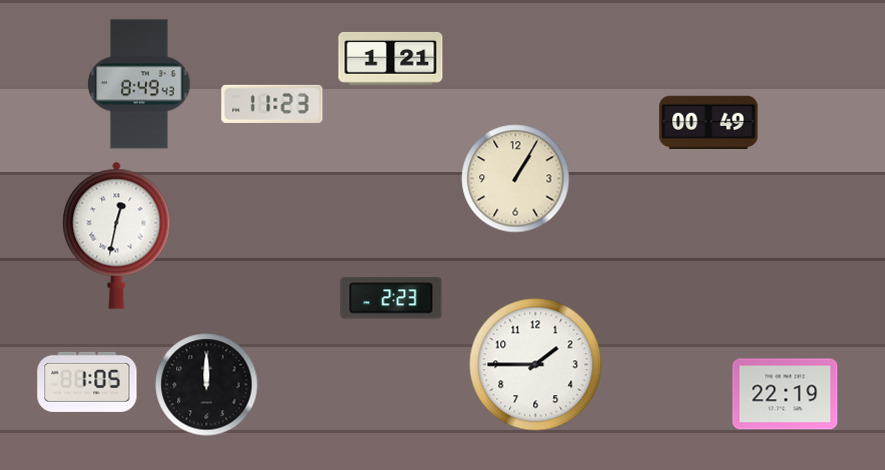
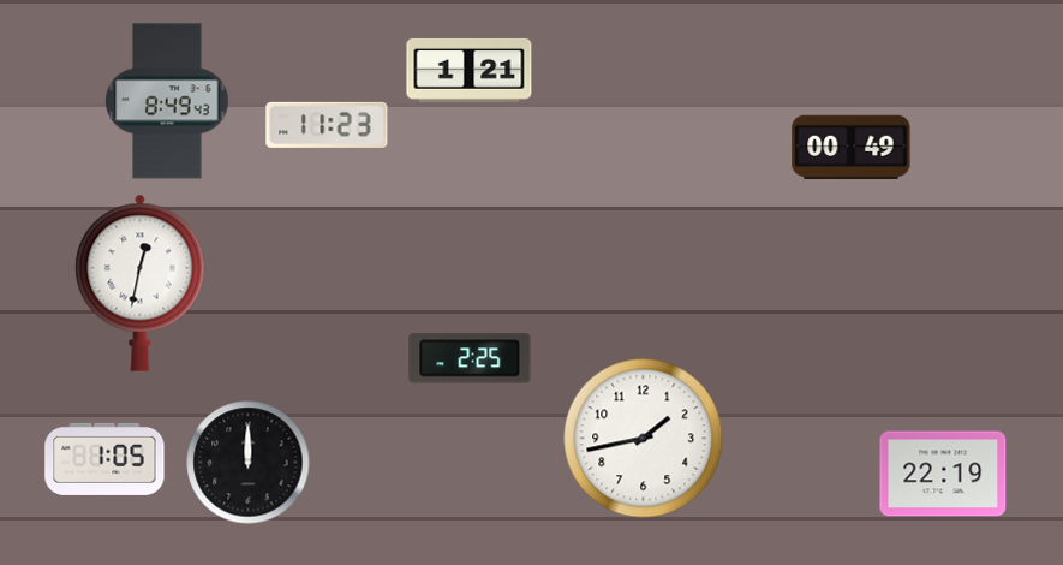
clock at (516, 179): 1:05 -> none
clock at (391, 298): 2:23 -> 2:25
clock at (536, 365): 1:45 -> 1:43
